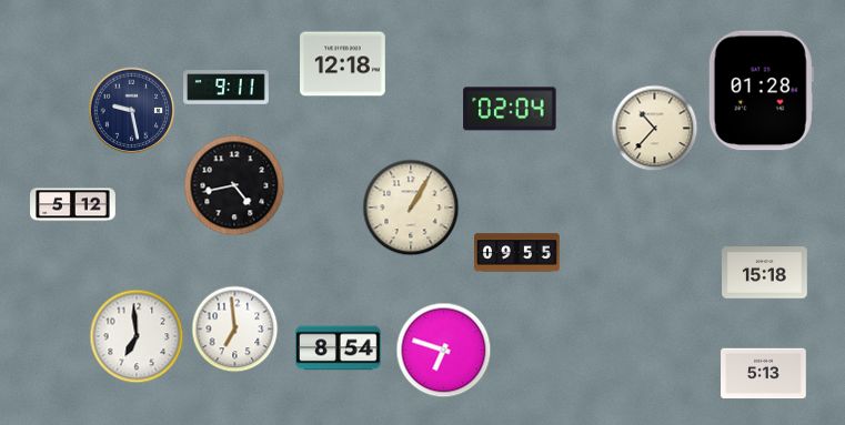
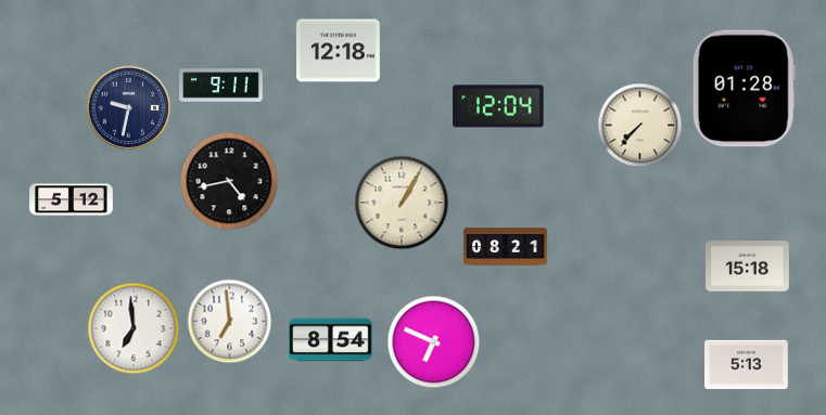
clock at (343, 64) position: (343, 64) -> (339, 51)
clock at (510, 109): 02:04 -> 12:04
clock at (131, 110): 9:28 -> 9:32
clock at (654, 128): 10:37 -> 7:37
clock at (517, 253): 09:55 -> 08:21
clock at (443, 350): 6:48 -> 6:49
